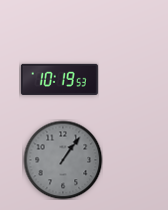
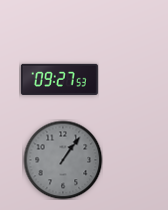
clock at (59, 79): 10:19 -> 09:27
